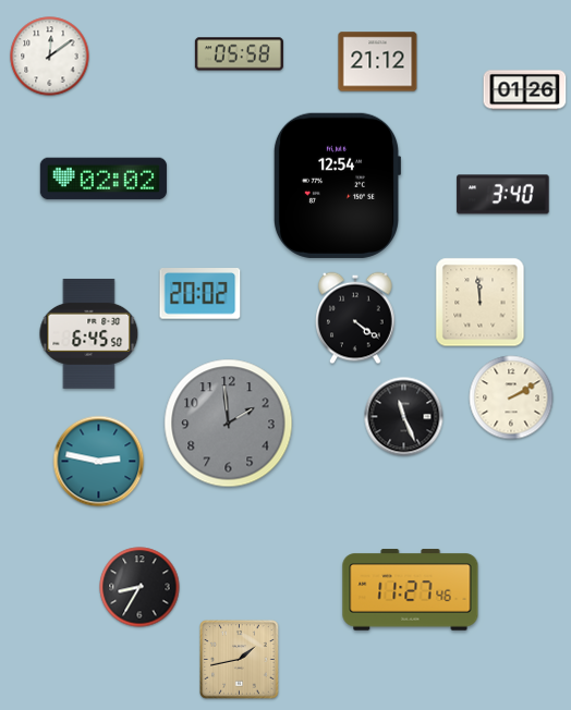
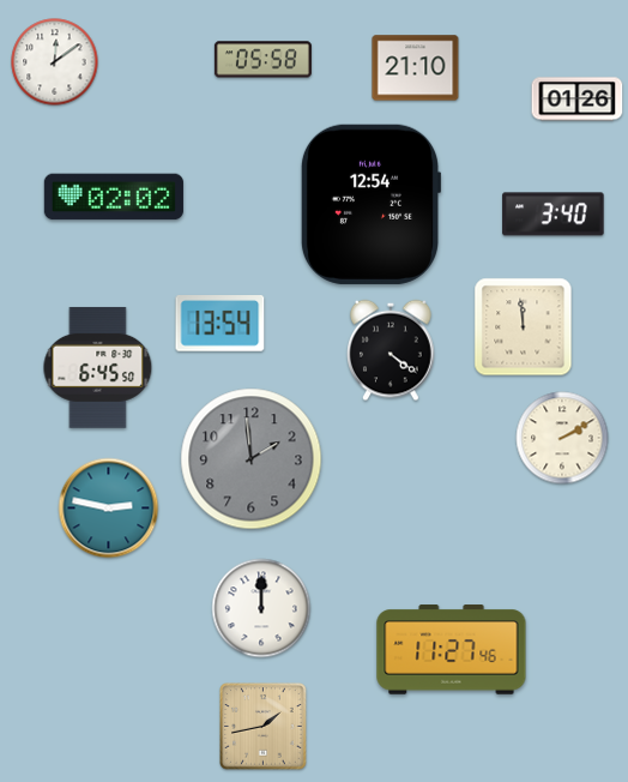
clock at (378, 62): 21:12 -> 21:10
clock at (201, 294): 20:02 -> 13:54
clock at (481, 303) position: (481, 303) -> (524, 327)
clock at (404, 417): 11:26 -> none
clock at (229, 424) position: (229, 424) -> (252, 459)
clock at (261, 608): none -> 12:00
clock at (139, 587): 8:35 -> none
